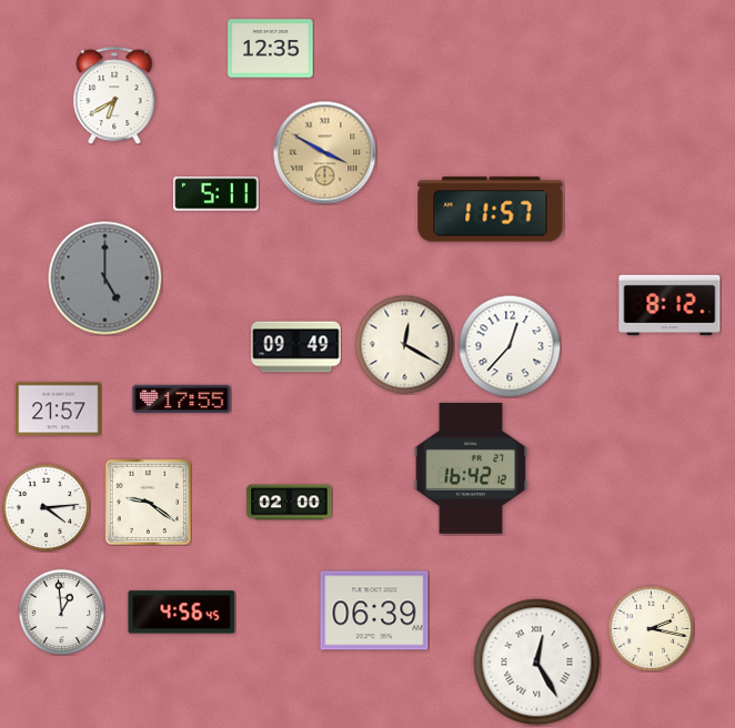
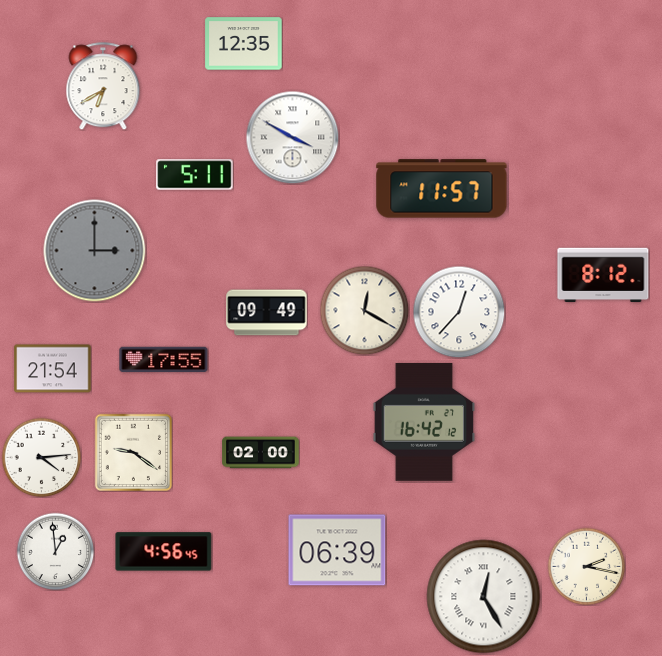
clock at (324, 152) dial: champagne -> white
clock at (105, 279): 5:00 -> 3:00
clock at (59, 410): 21:57 -> 21:54
